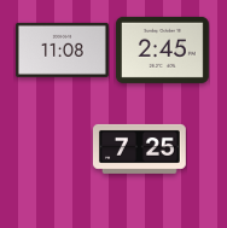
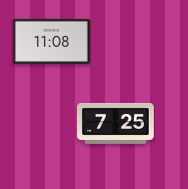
clock at (162, 49): 2:45 -> none
